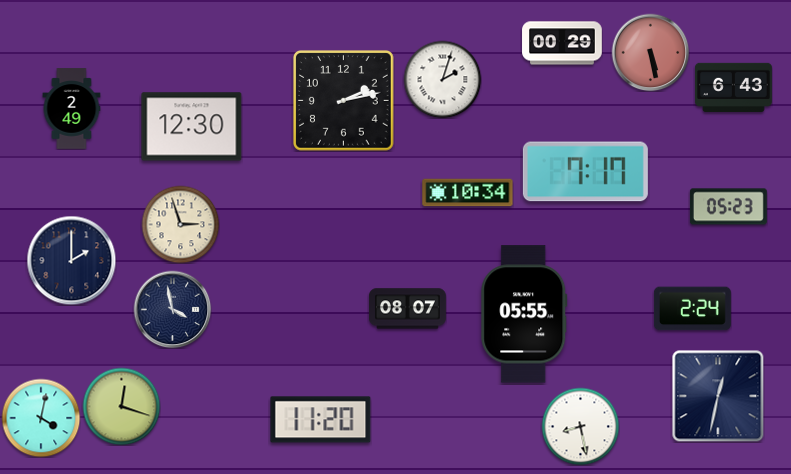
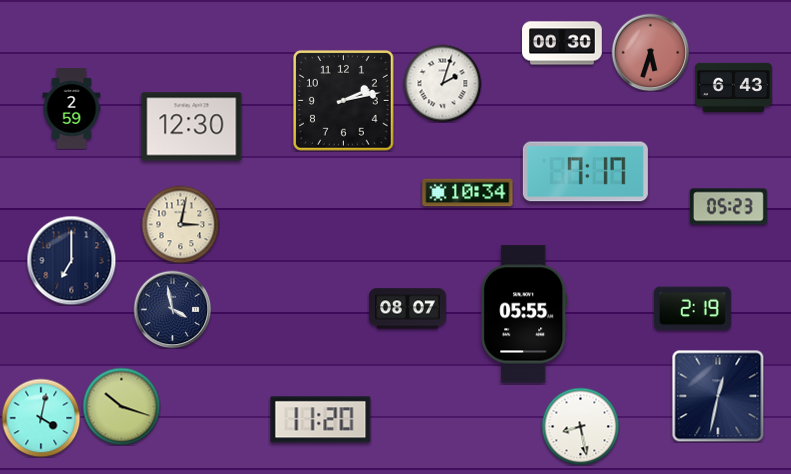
clock at (562, 43): 00:29 -> 00:30
clock at (650, 52): 5:28 -> 5:33
clock at (442, 79) position: (442, 79) -> (442, 83)
clock at (72, 109): 2:49 -> 2:59
clock at (180, 224): 2:57 -> 3:02
clock at (71, 260): 2:00 -> 7:00
clock at (692, 309): 2:24 -> 2:19
clock at (121, 406): 12:18 -> 10:18
